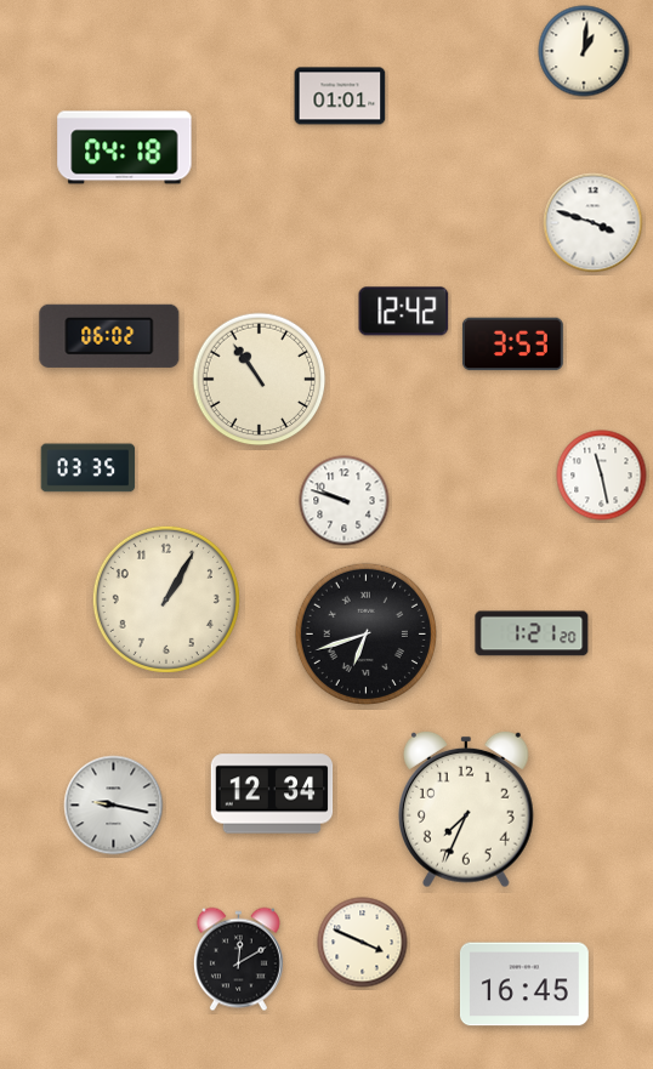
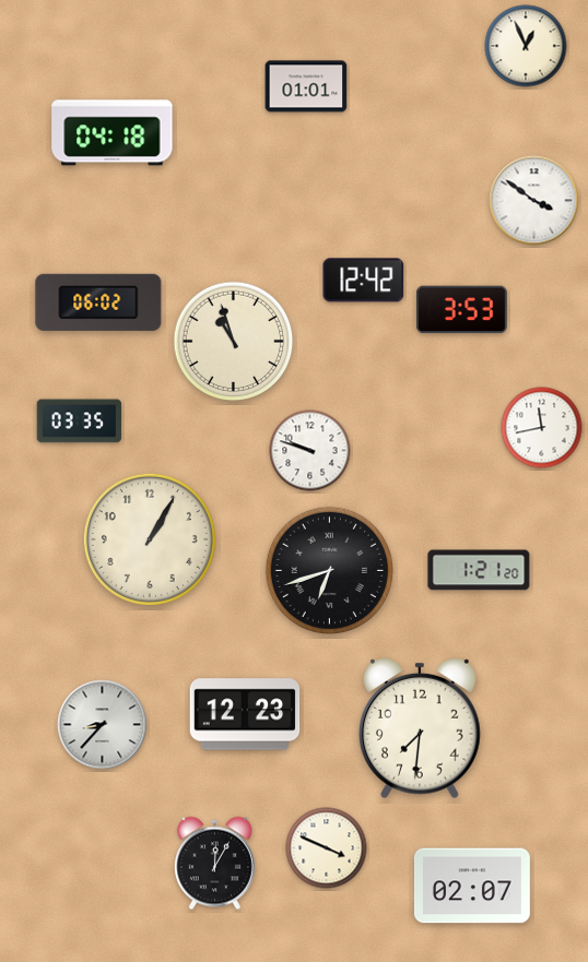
clock at (584, 51): 1:01 -> 12:56
clock at (594, 223): 3:48 -> 3:51
clock at (260, 380): 10:54 -> 10:57
clock at (602, 476): 11:28 -> 11:43
clock at (272, 794): 12:34 -> 12:23
clock at (114, 806): 9:17 -> 8:37
clock at (467, 809): 7:34 -> 7:31
clock at (238, 960): 12:10 -> 12:05
clock at (524, 984): 16:45 -> 02:07
